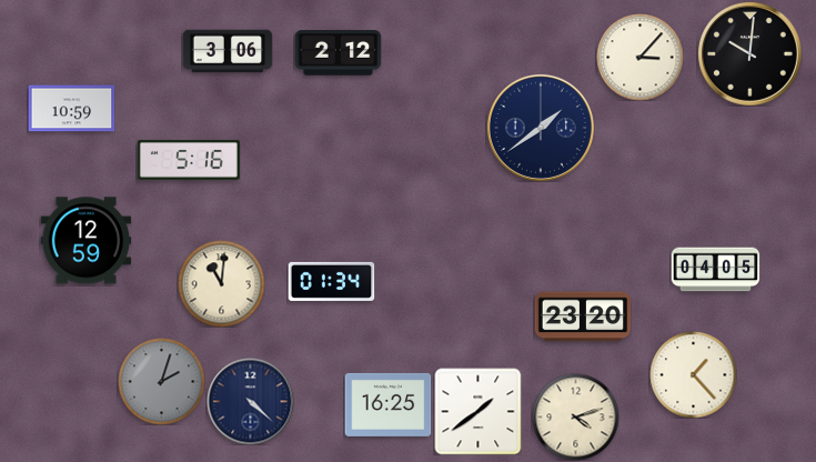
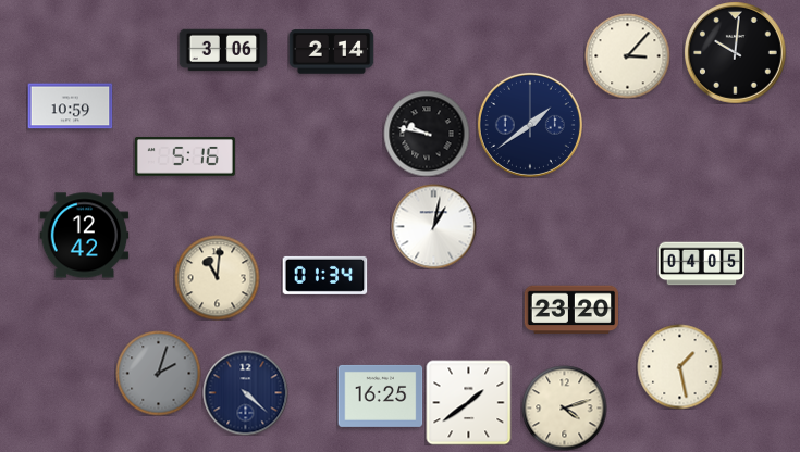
clock at (338, 53): 2:12 -> 2:14
clock at (427, 134): none -> 9:47
clock at (433, 226): none -> 1:02
clock at (85, 241): 12:59 -> 12:42
clock at (693, 374): 1:23 -> 1:28
